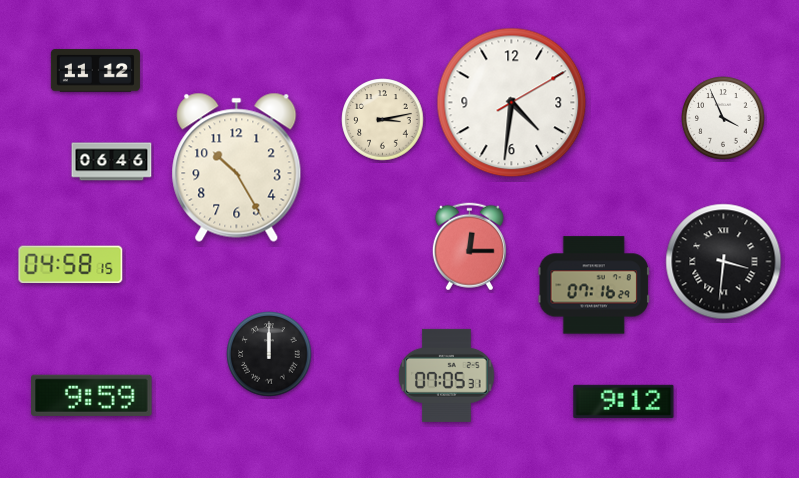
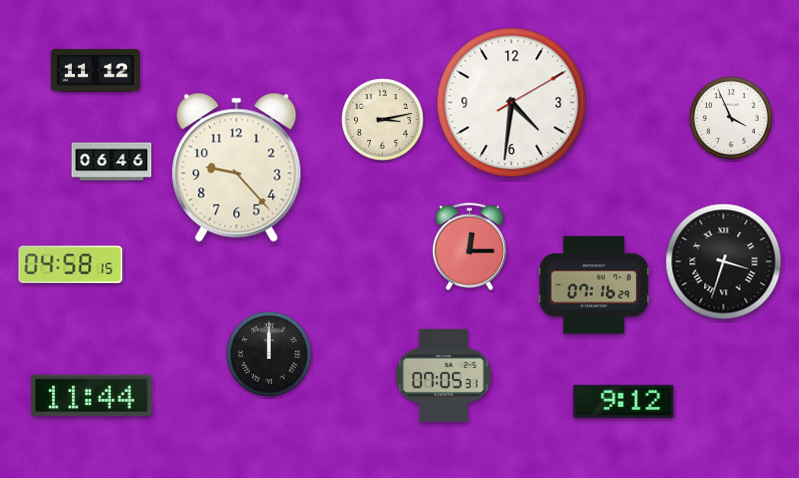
clock at (723, 118) position: (723, 118) -> (731, 118)
clock at (237, 167): 10:25 -> 9:23
clock at (724, 262): 3:31 -> 3:33
clock at (447, 375) position: (447, 375) -> (444, 375)
clock at (92, 395): 9:59 -> 11:44
